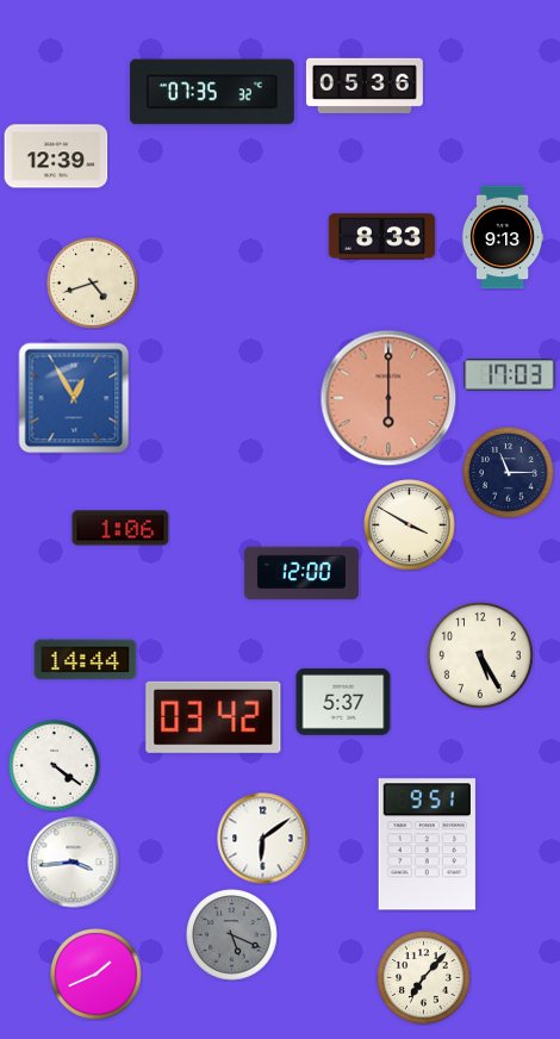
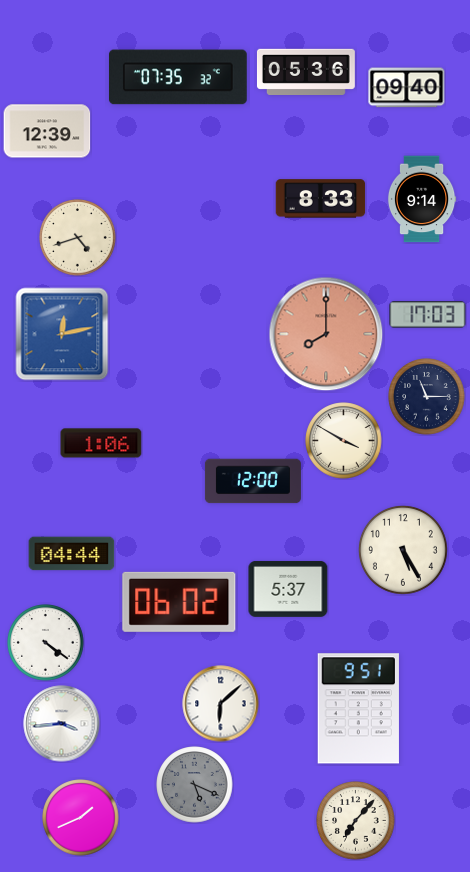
clock at (407, 88): none -> 09:40
clock at (503, 237): 9:13 -> 9:14
clock at (74, 398): 12:55 -> 12:13
clock at (388, 398): 6:00 -> 8:00
clock at (86, 660): 14:44 -> 04:44
clock at (213, 717): 03:42 -> 06:02
clock at (263, 839): 6:09 -> 6:08
